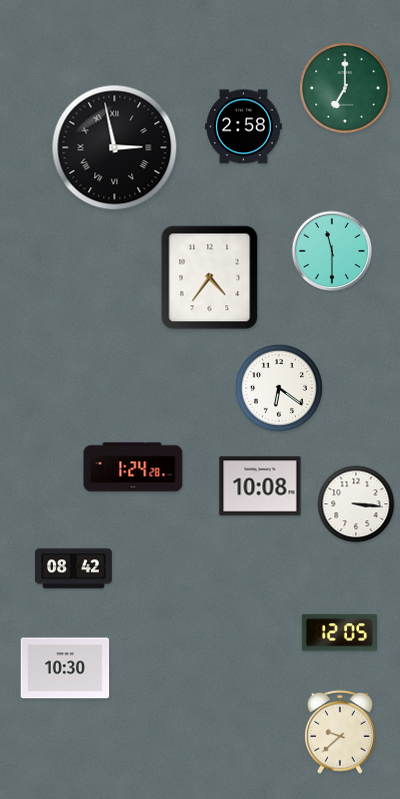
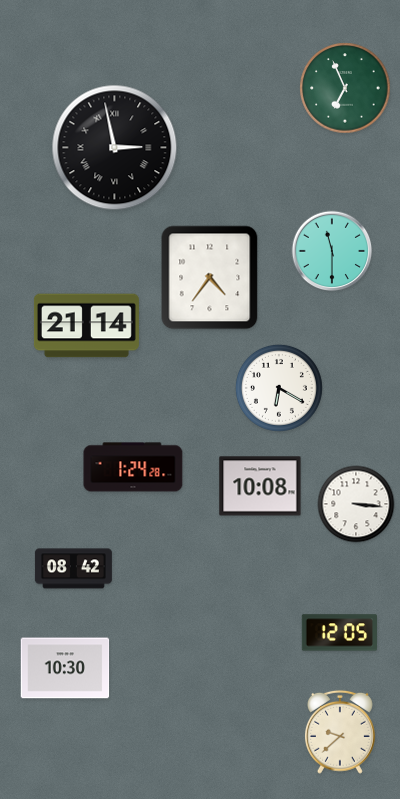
clock at (345, 88): 7:00 -> 6:56
clock at (243, 127): 2:58 -> none
clock at (86, 326): none -> 21:14
clock at (279, 388): 6:21 -> 6:20
